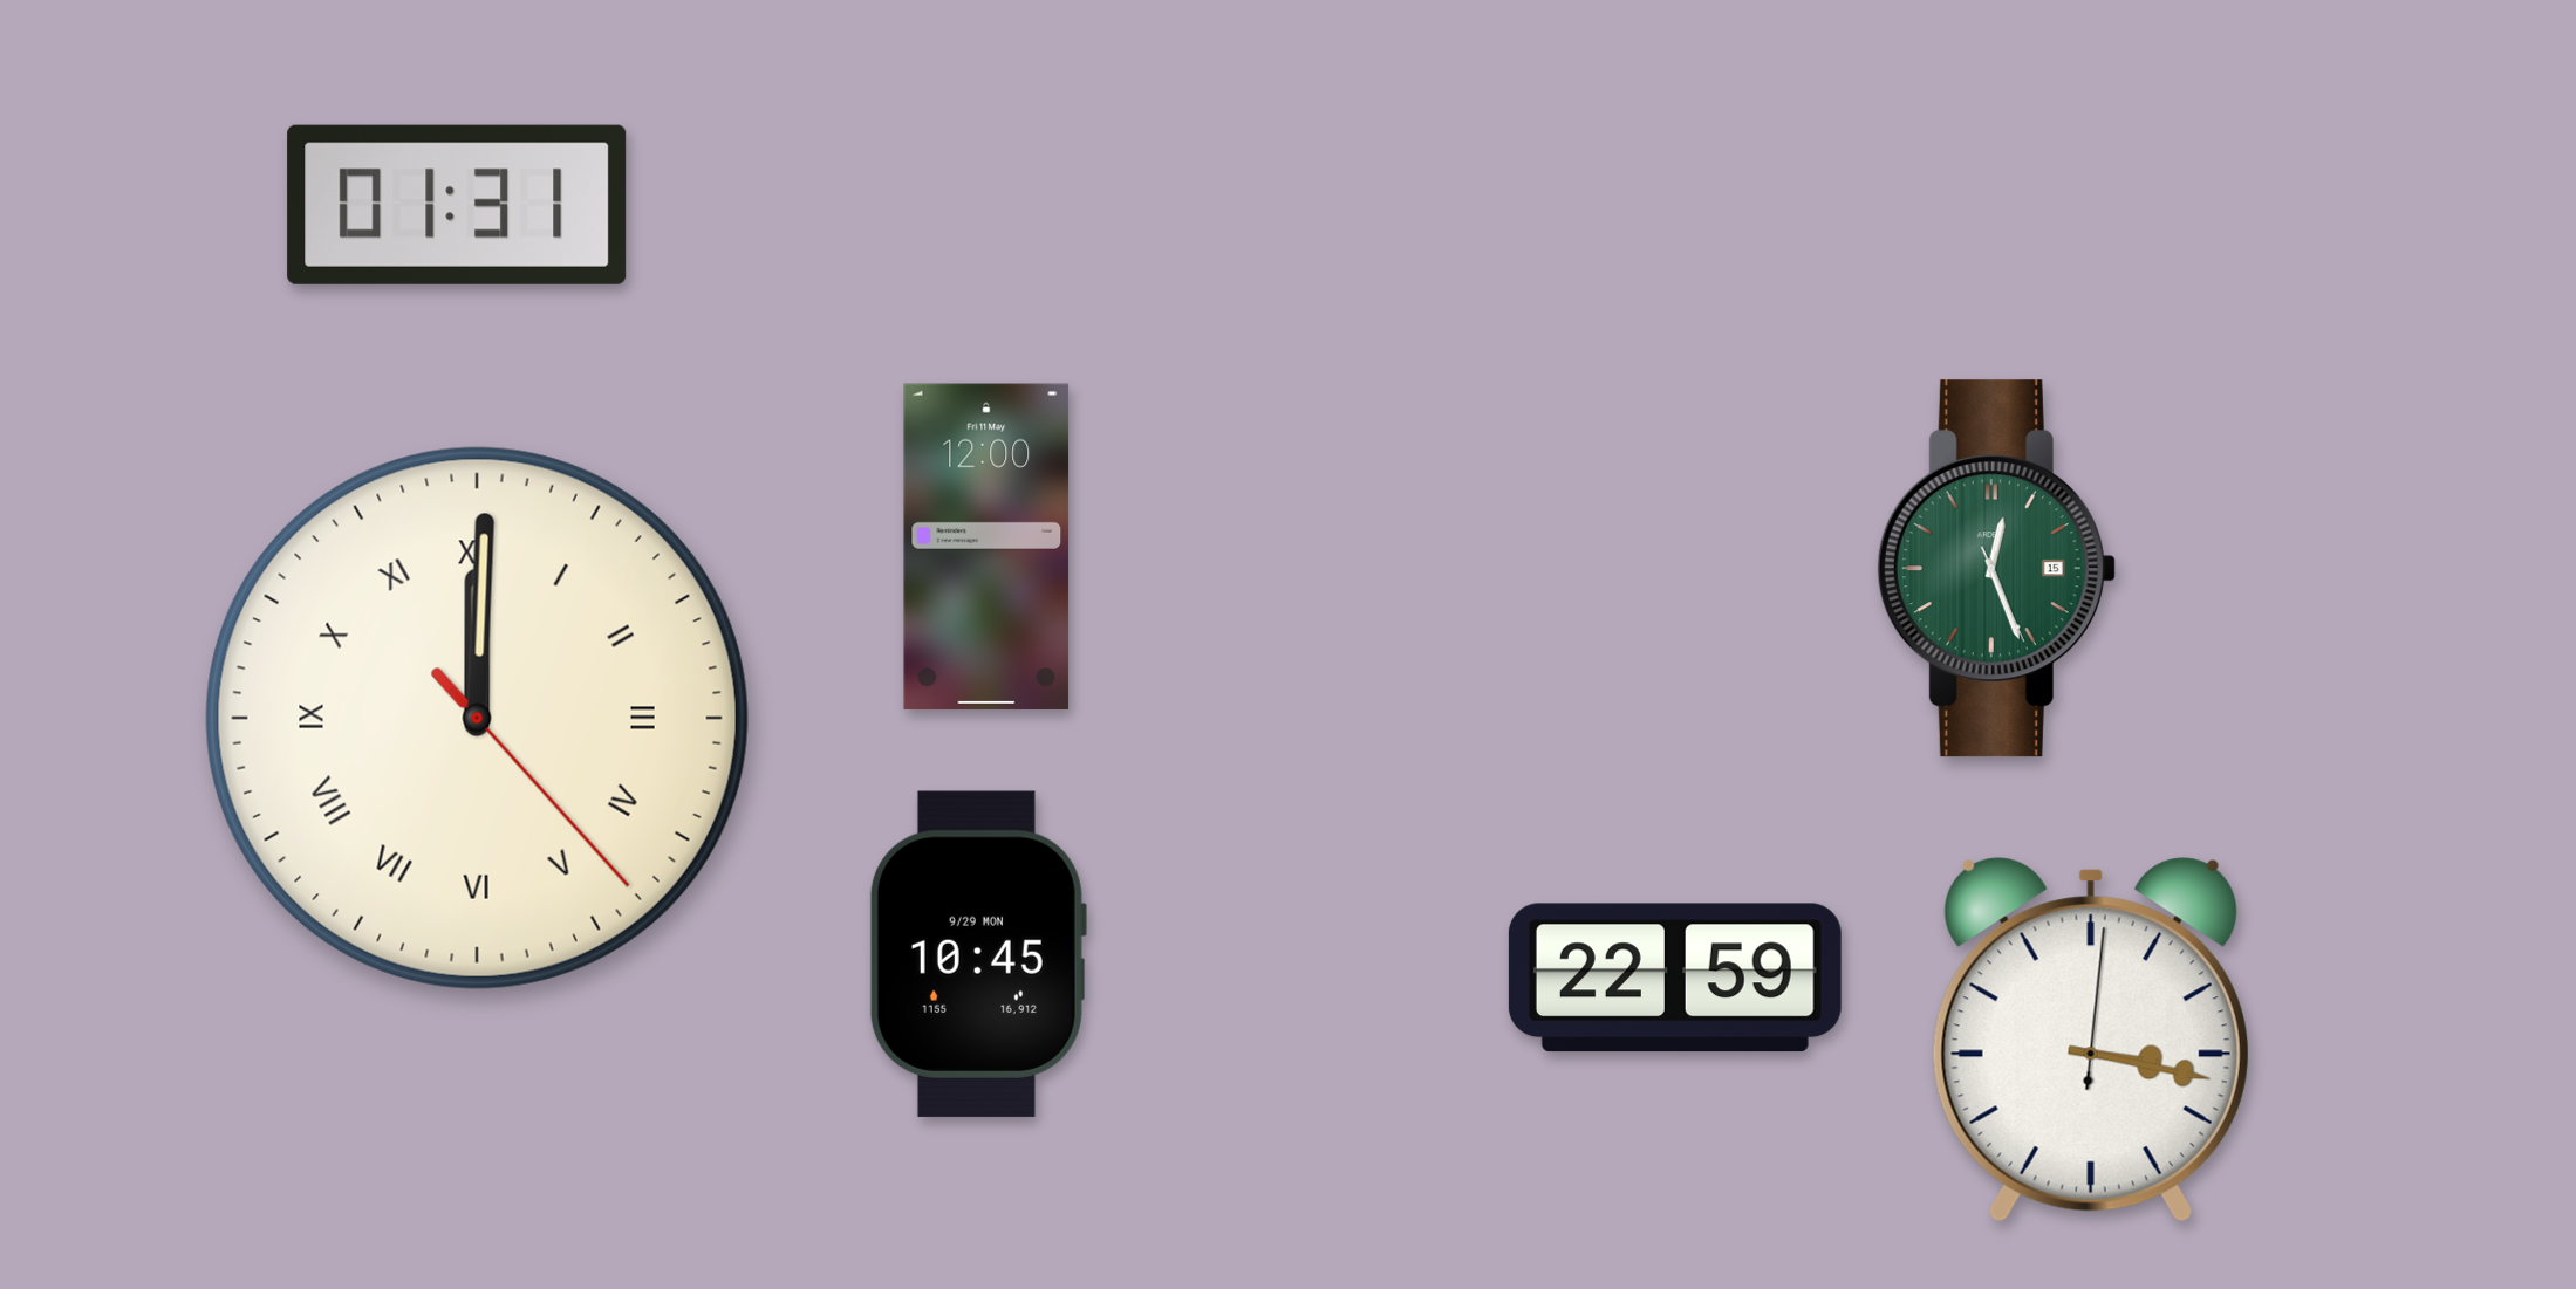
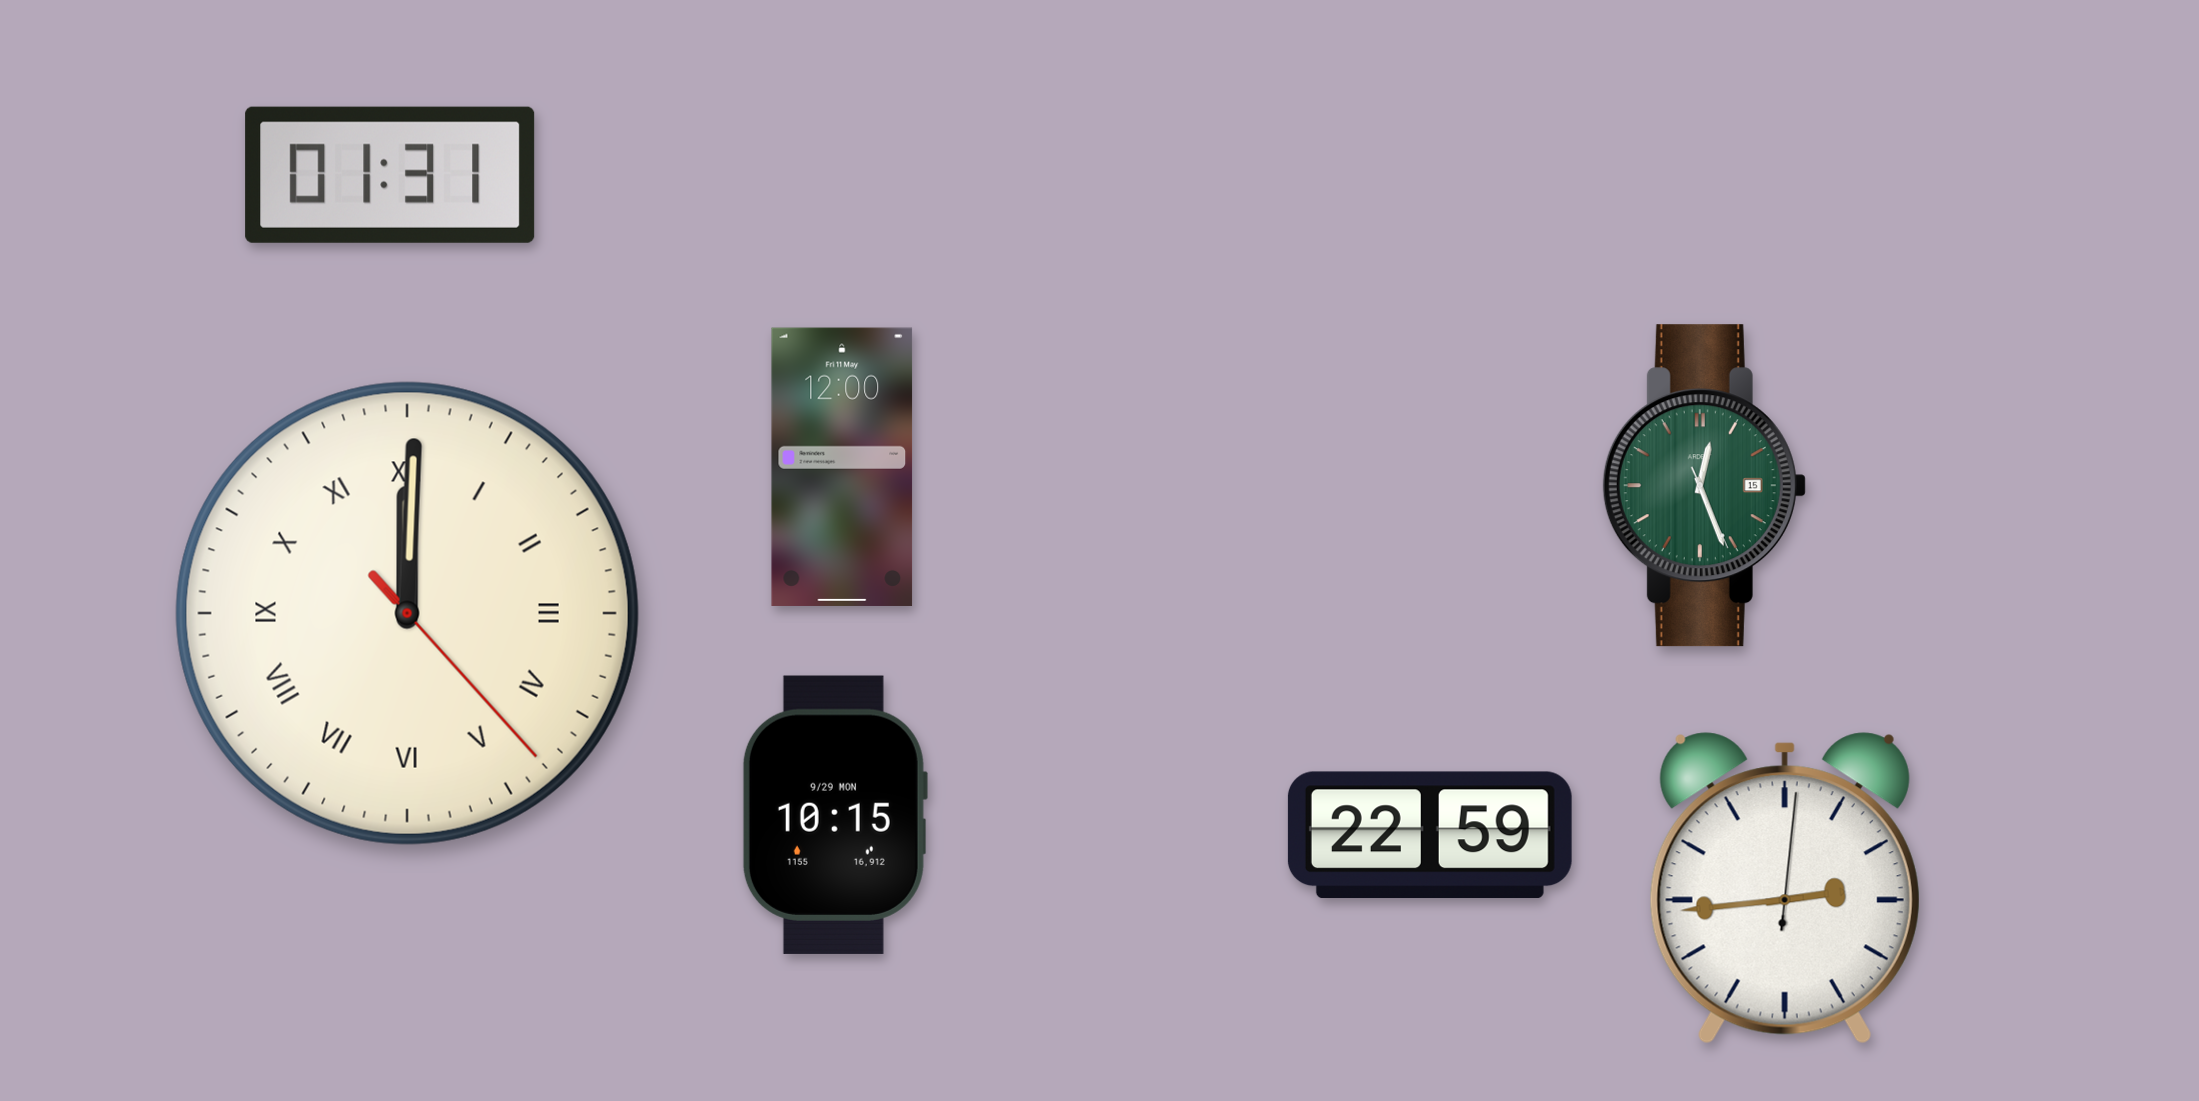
clock at (977, 954): 10:45 -> 10:15
clock at (2091, 1040): 3:17 -> 2:44
